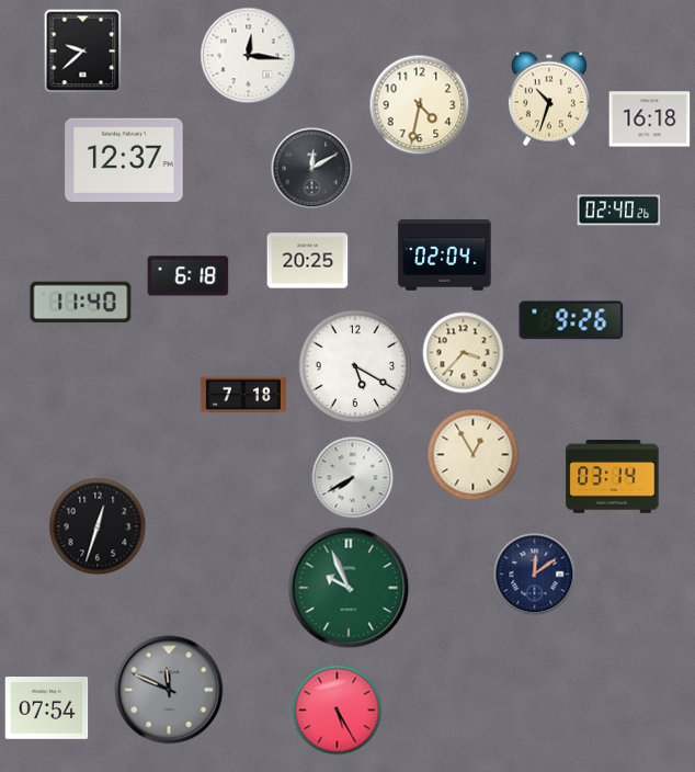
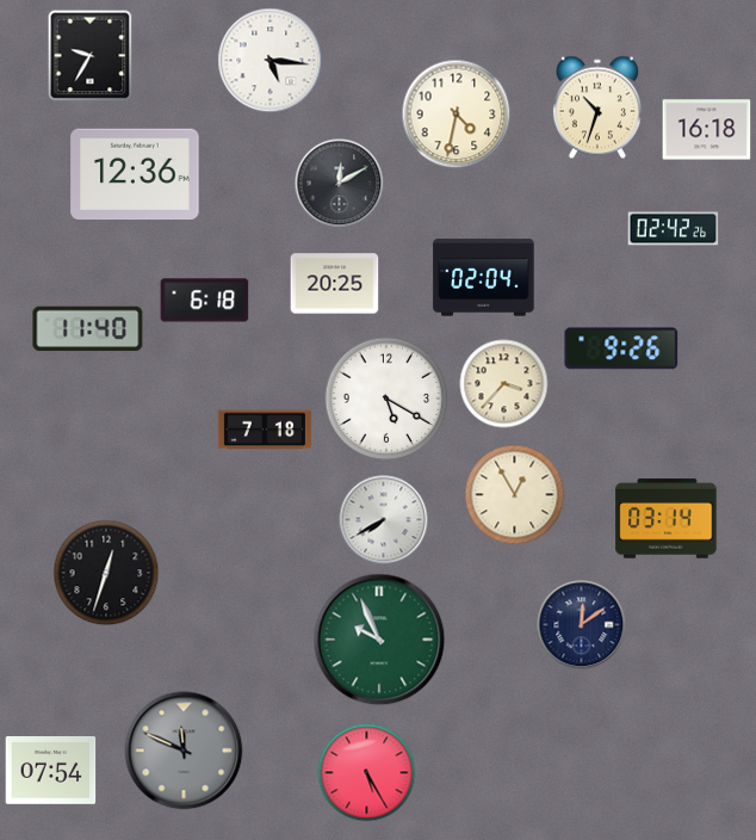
clock at (83, 52): 9:38 -> 9:35
clock at (249, 56): 12:16 -> 5:16
clock at (124, 160): 12:37 -> 12:36
clock at (619, 211): 02:40 -> 02:42
